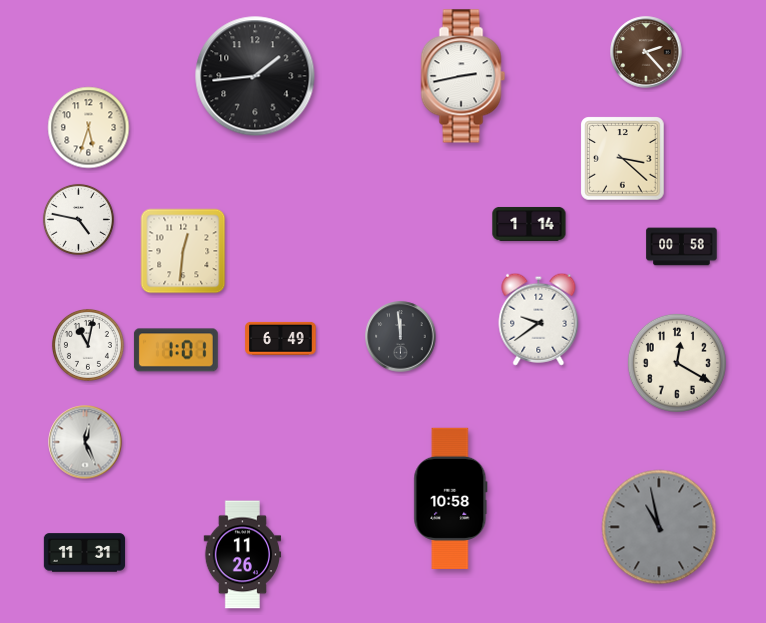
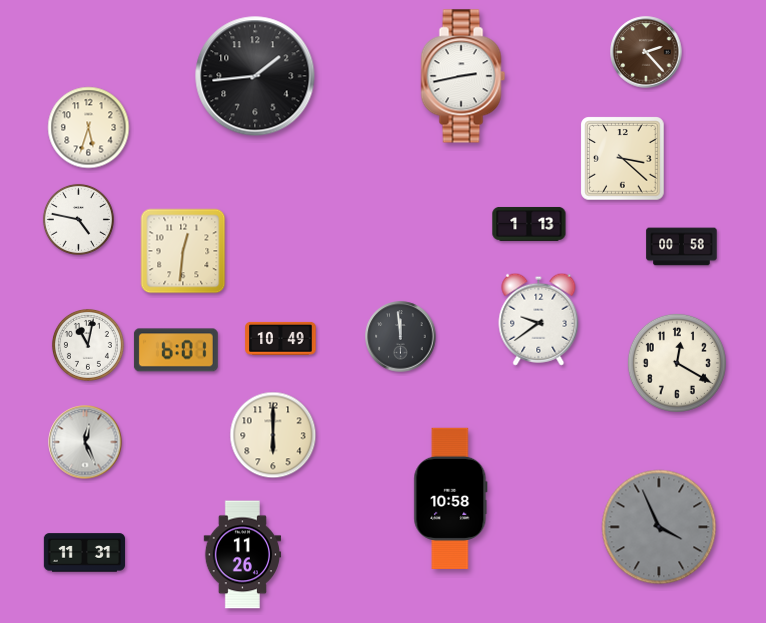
clock at (529, 224): 1:14 -> 1:13
clock at (281, 338): 6:49 -> 10:49
clock at (176, 350): 1:01 -> 6:01
clock at (273, 435): none -> 6:00
clock at (659, 527): 10:58 -> 3:56
